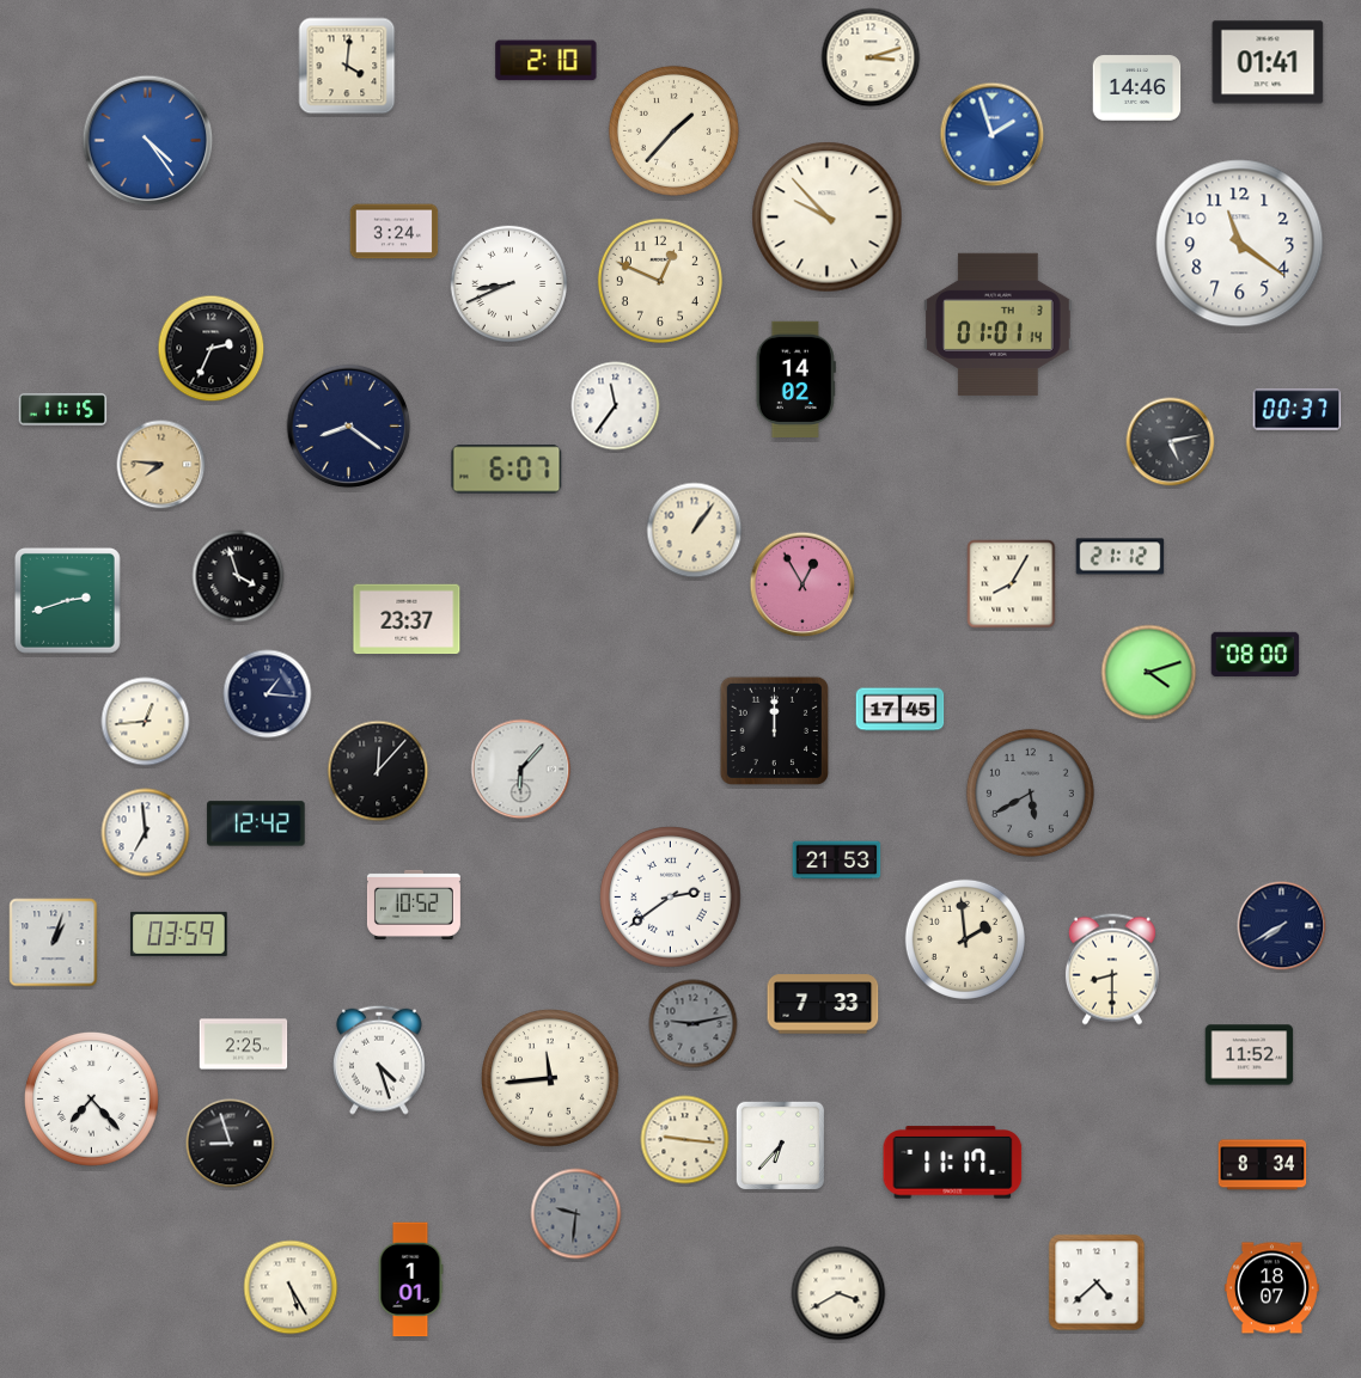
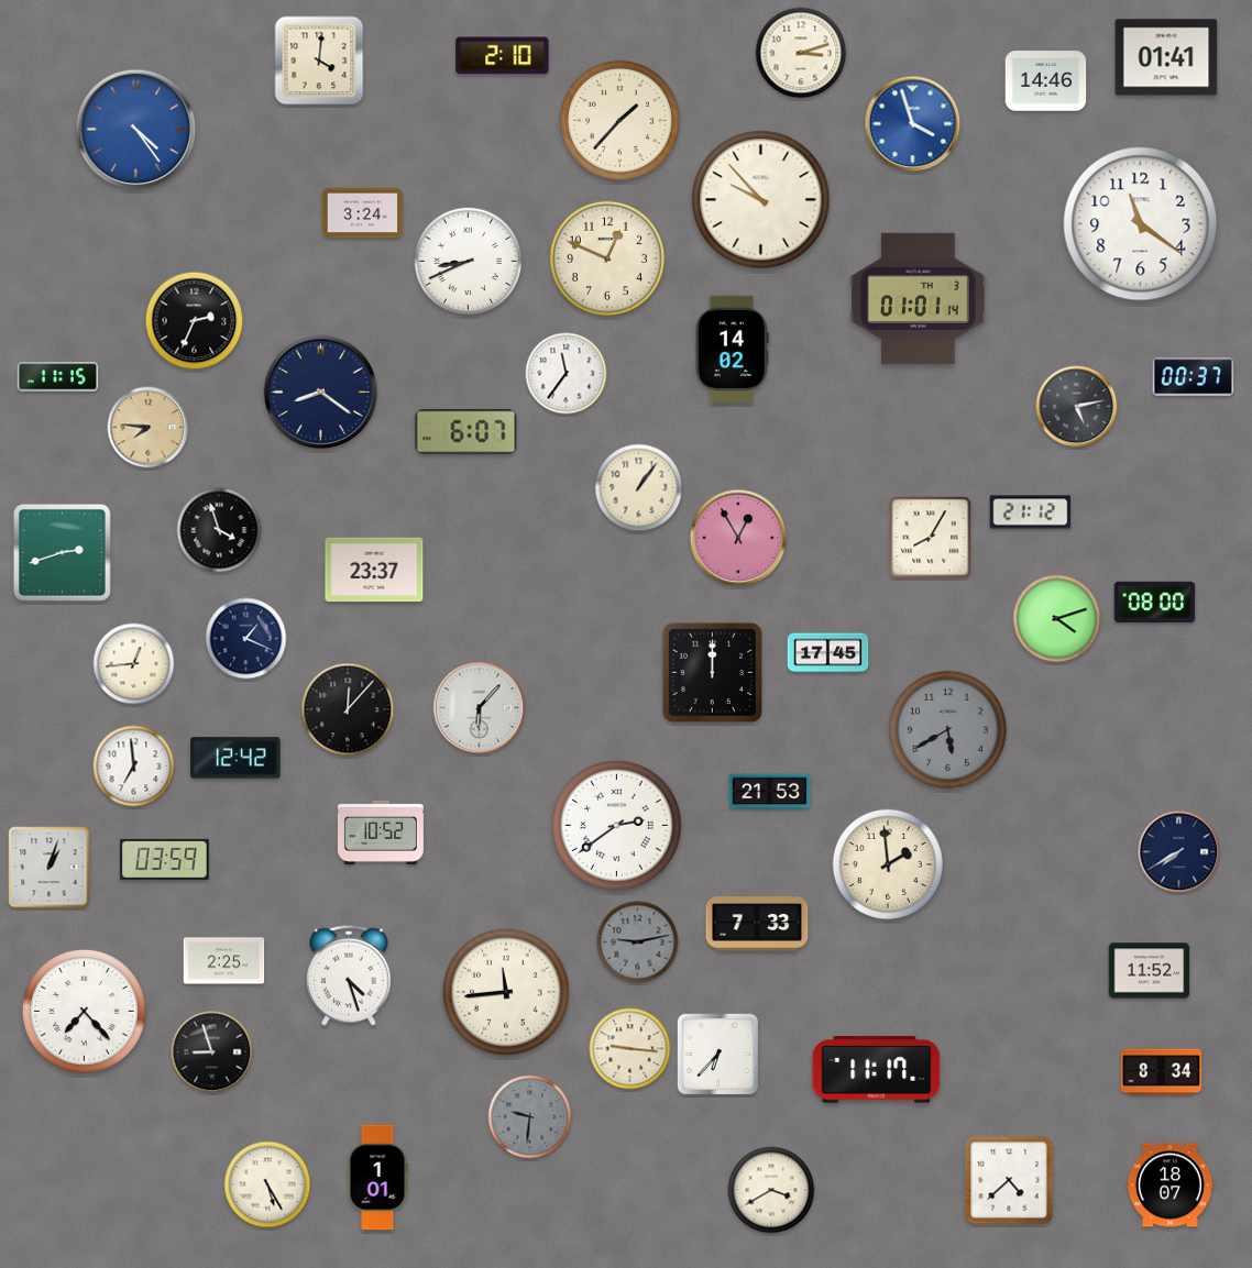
clock at (993, 135): 1:57 -> 3:57
clock at (268, 694): 1:16 -> 1:19
clock at (1112, 969): 8:30 -> none
